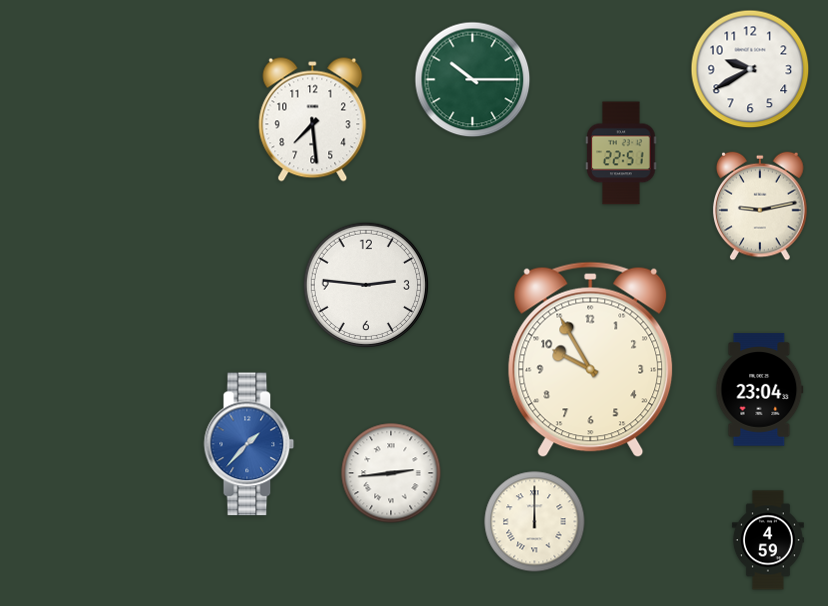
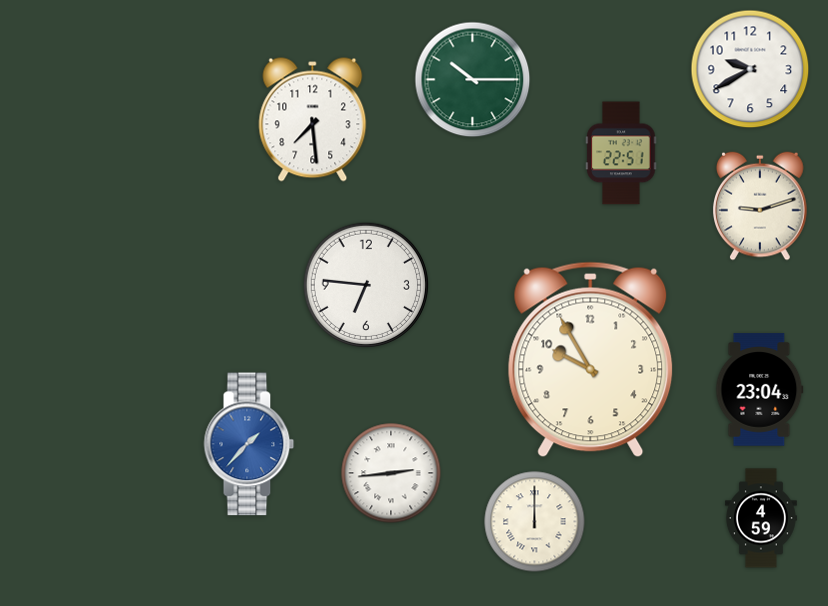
clock at (761, 206): 9:13 -> 9:12
clock at (365, 284): 2:46 -> 6:46
clock at (768, 540) position: (768, 540) -> (761, 518)
